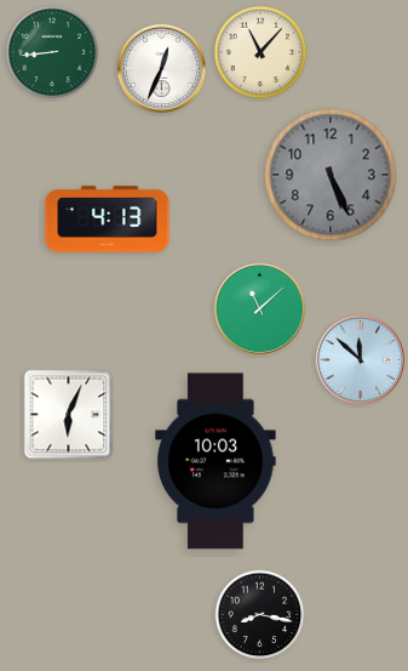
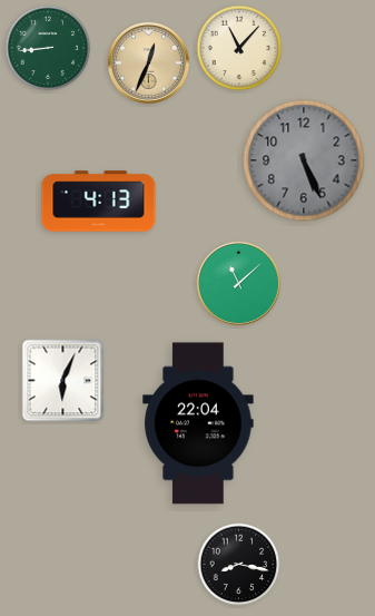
clock at (161, 68) dial: white -> champagne
clock at (360, 359): 11:52 -> none
clock at (216, 461): 10:03 -> 22:04
